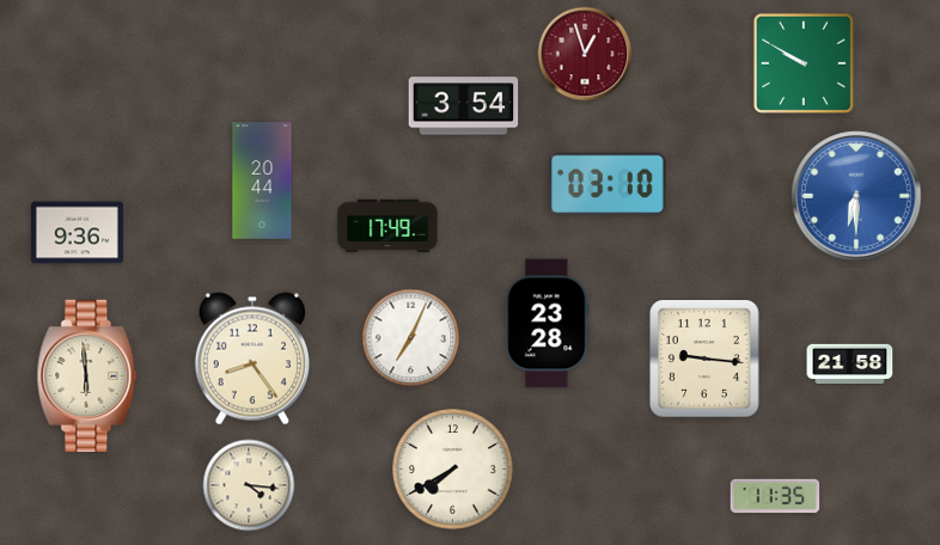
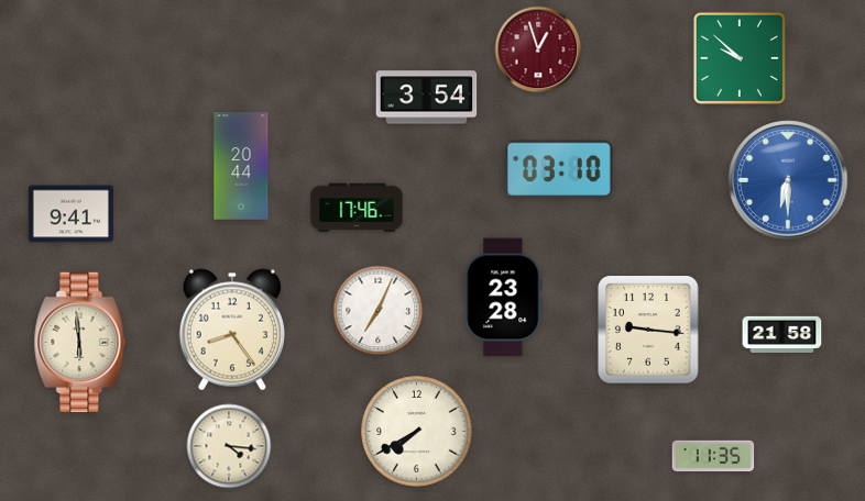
clock at (804, 63): 9:50 -> 9:52
clock at (387, 226): 17:49 -> 17:46
clock at (77, 233): 9:36 -> 9:41
clock at (87, 375) position: (87, 375) -> (80, 342)
